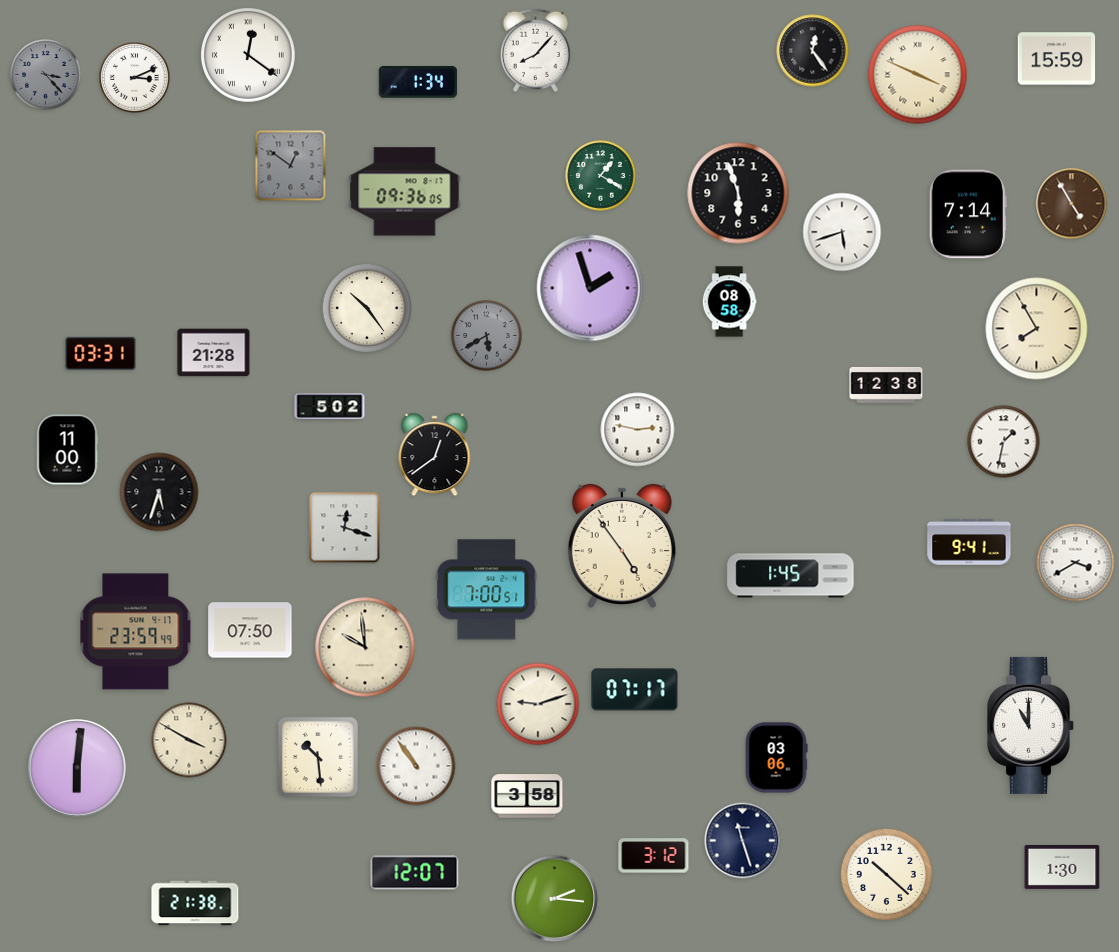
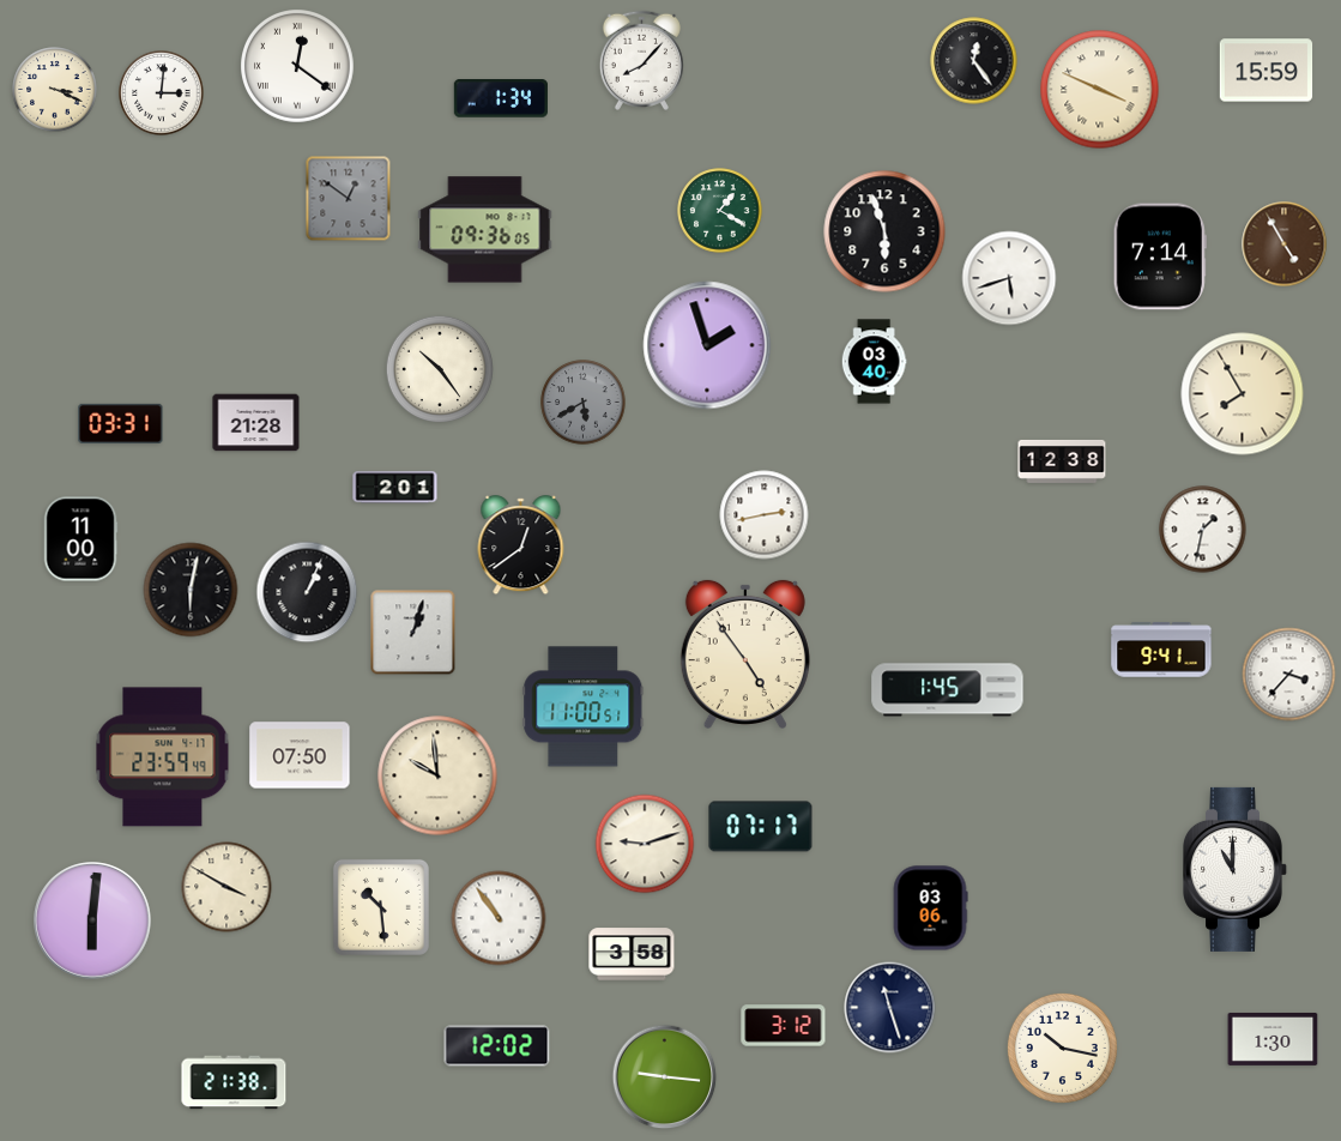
clock at (46, 75): 3:23 -> 3:19
clock at (46, 75) dial: grey -> cream
clock at (135, 78): 3:11 -> 3:01
clock at (729, 302): 08:58 -> 03:40
clock at (330, 407): 5:02 -> 2:01
clock at (638, 430): 2:47 -> 2:43
clock at (159, 492): 5:33 -> 6:02
clock at (307, 592): none -> 1:04
clock at (345, 528): 12:18 -> 1:03
clock at (1076, 563): 3:40 -> 3:37
clock at (487, 590): 7:00 -> 11:00
clock at (415, 873): 12:07 -> 12:02
clock at (886, 874): 10:22 -> 10:17
clock at (555, 899): 2:16 -> 9:16
